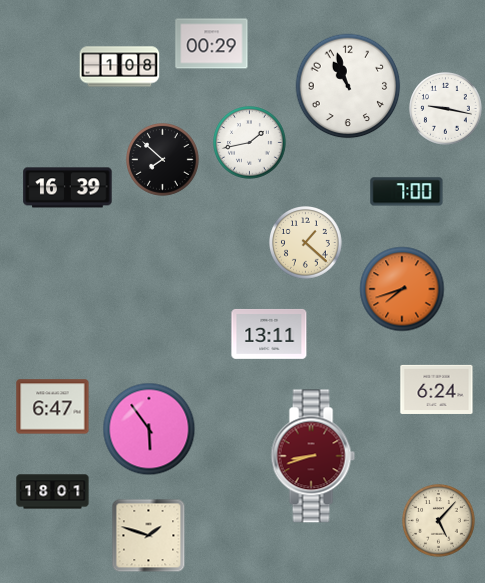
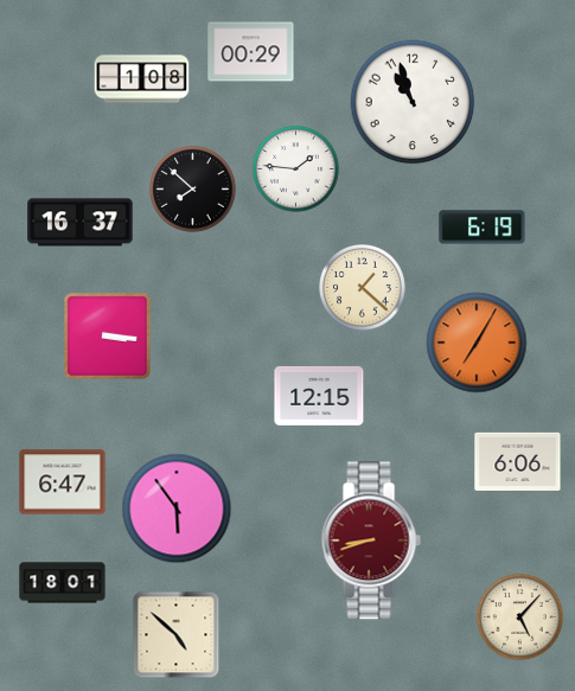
clock at (446, 109): 9:17 -> none
clock at (250, 143): 1:43 -> 1:46
clock at (68, 188): 16:39 -> 16:37
clock at (407, 192): 7:00 -> 6:19
clock at (107, 335): none -> 3:16
clock at (402, 289): 7:42 -> 7:05
clock at (269, 334): 13:11 -> 12:15
clock at (437, 389): 6:24 -> 6:06
clock at (149, 536): 1:48 -> 4:52
